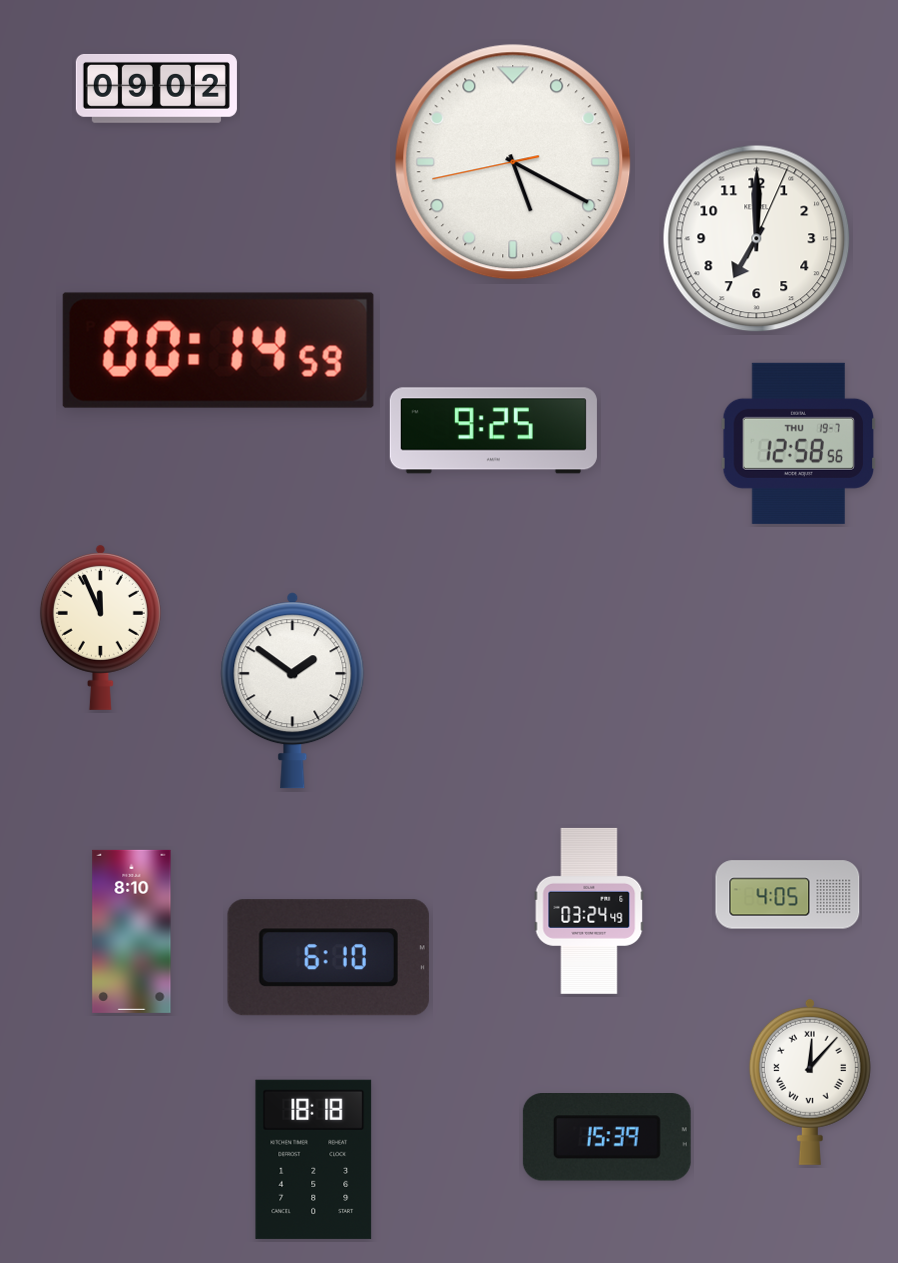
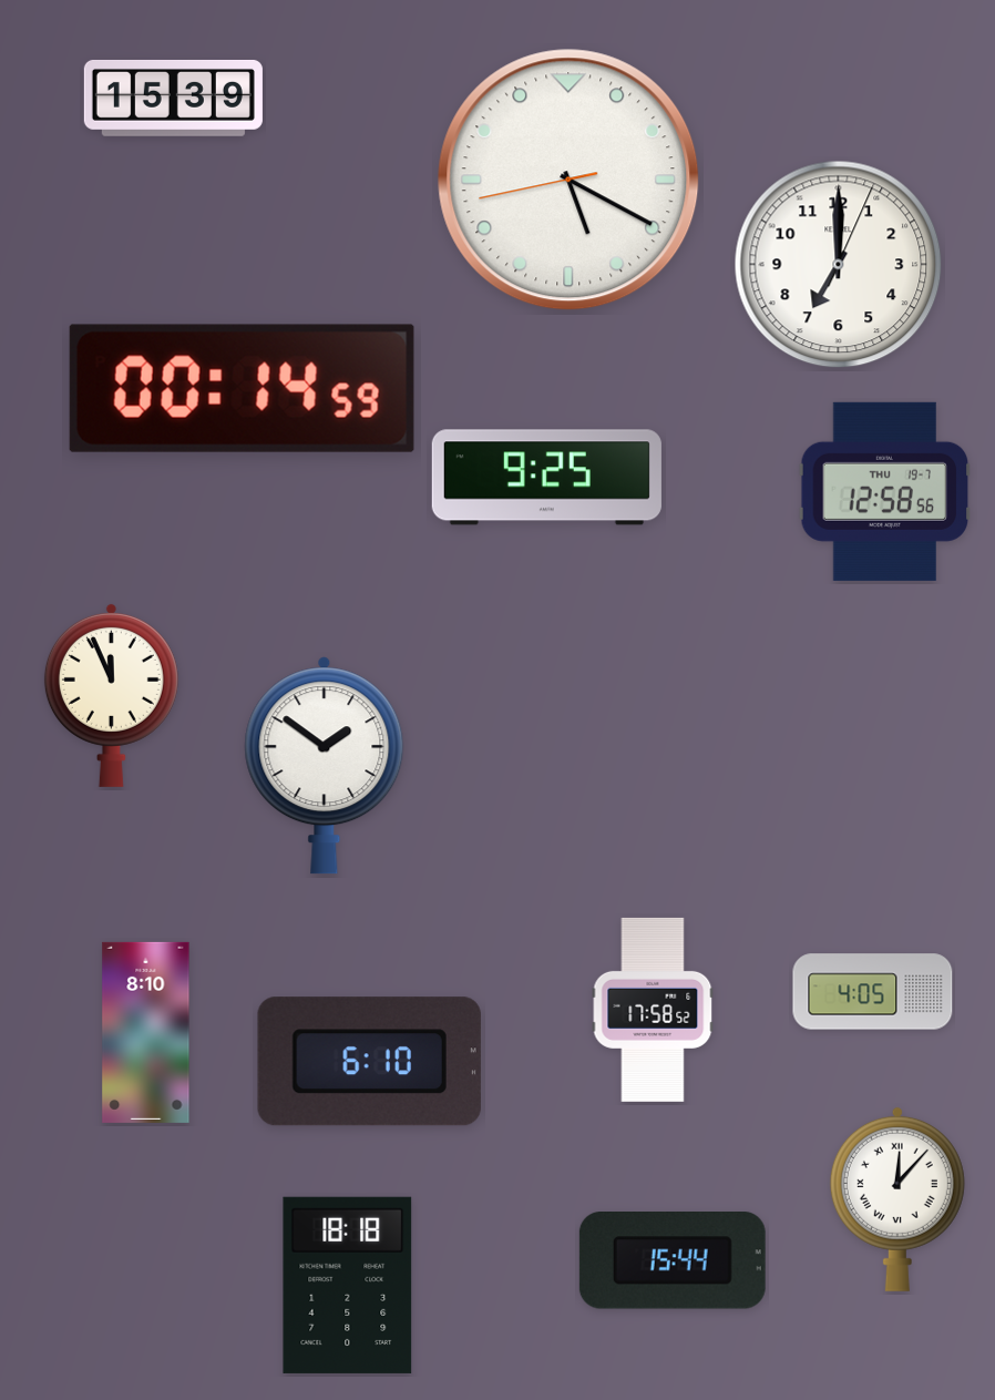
clock at (156, 88): 09:02 -> 15:39
clock at (589, 911): 03:24 -> 17:58
clock at (328, 958) position: (328, 958) -> (369, 1062)
clock at (607, 1138): 15:39 -> 15:44
